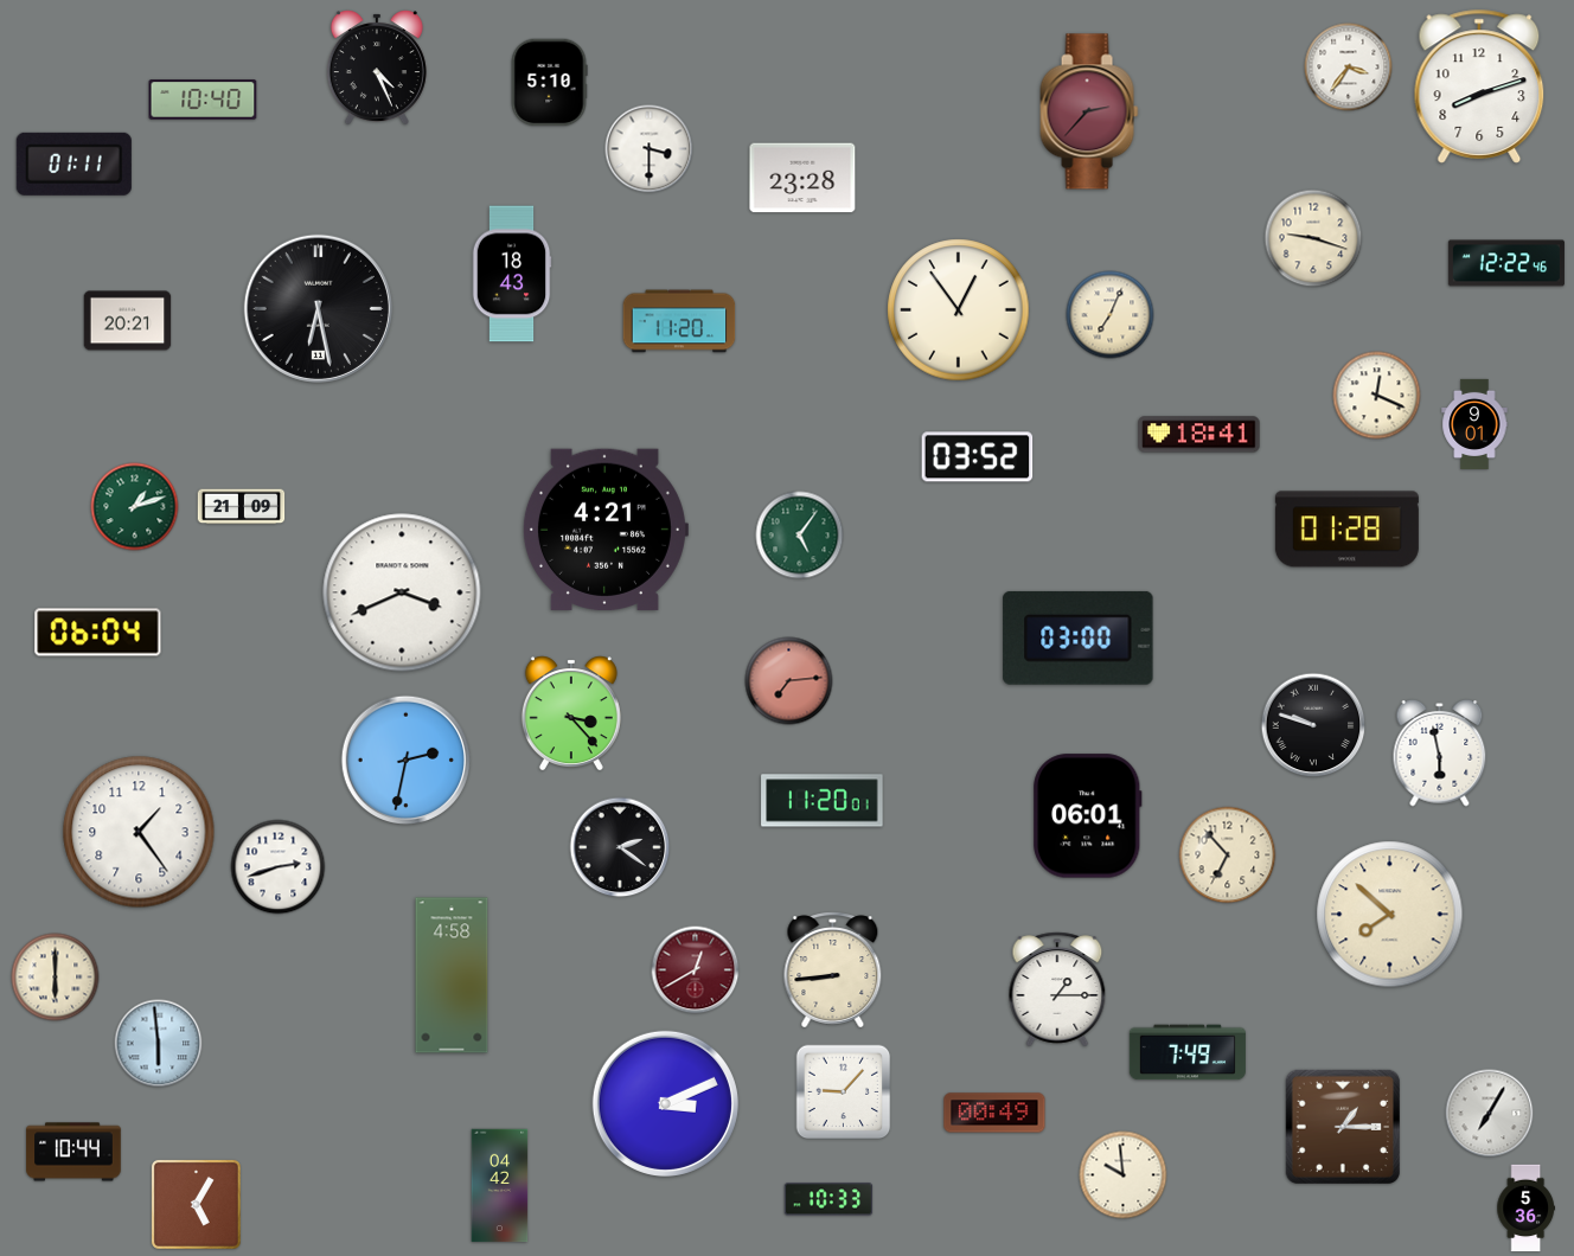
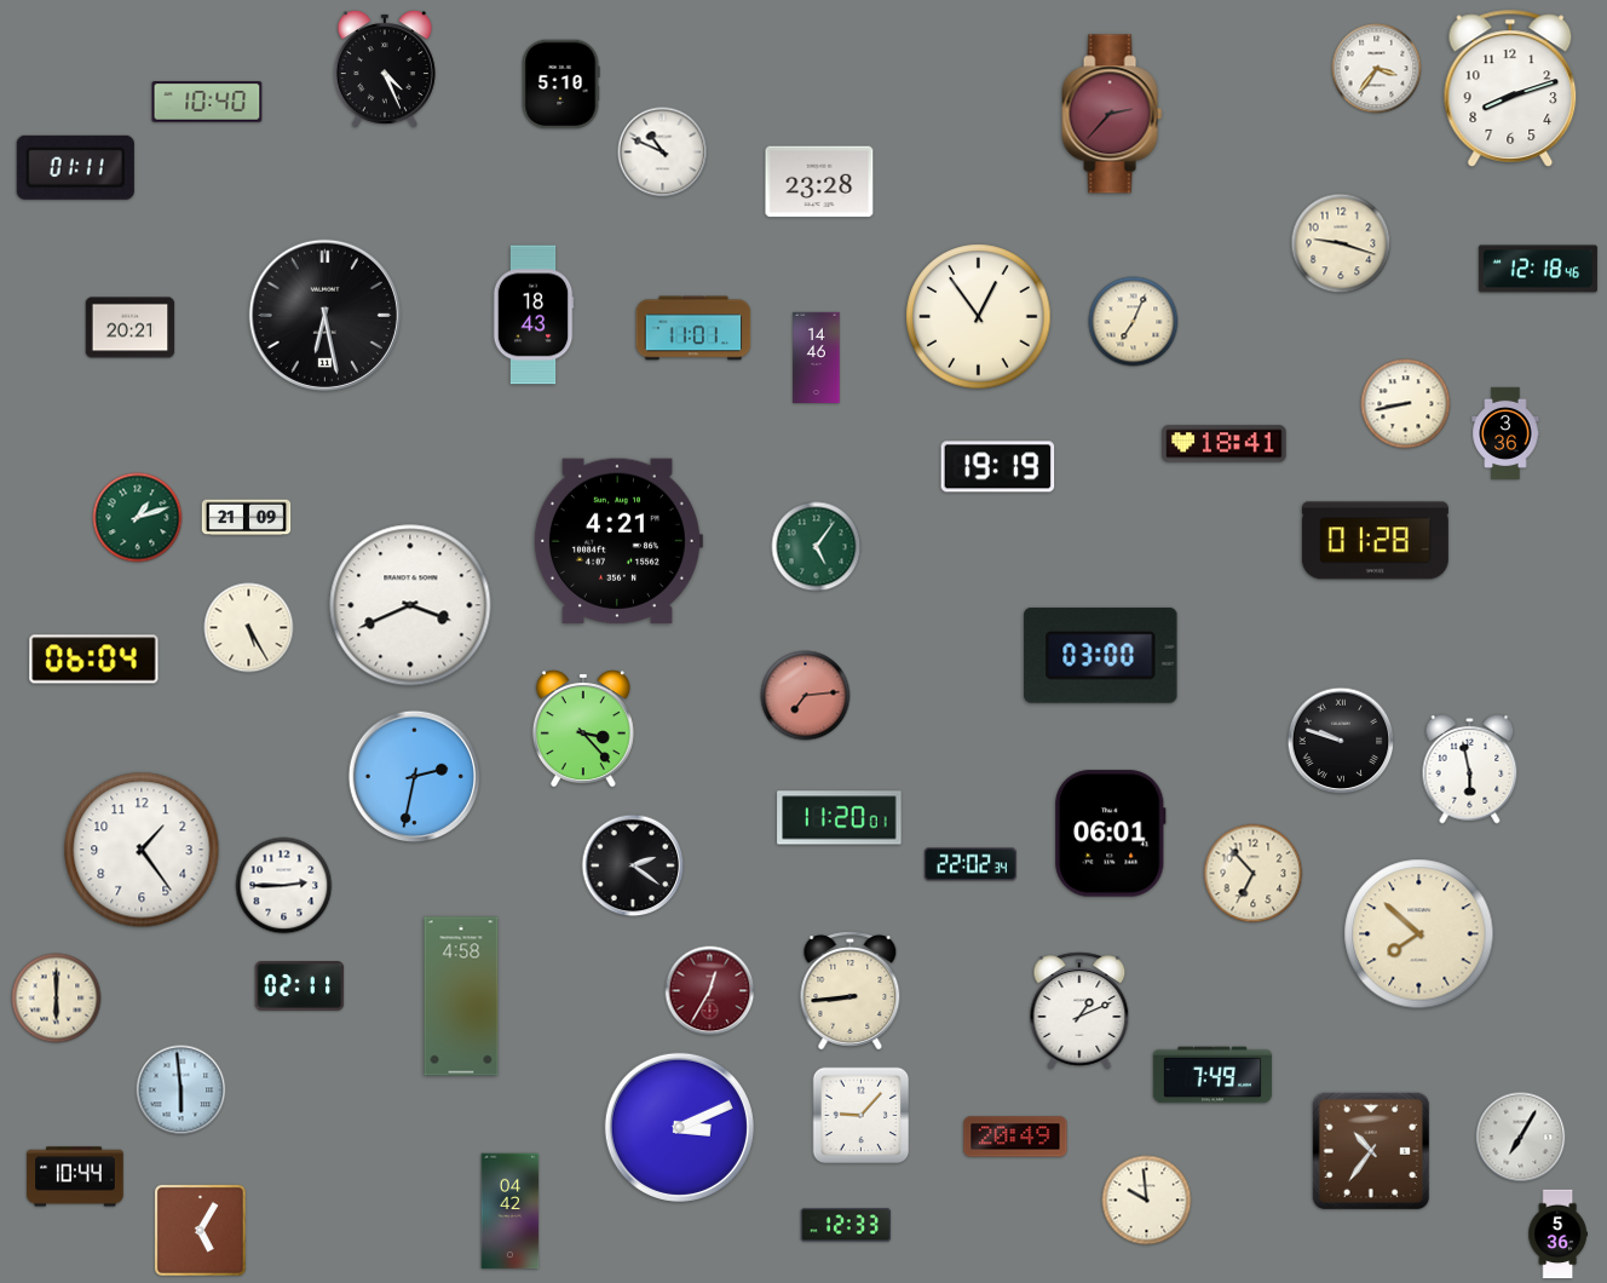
clock at (650, 149): 3:30 -> 10:49
clock at (1506, 263): 12:22 -> 12:18
clock at (512, 274) position: (512, 274) -> (534, 315)
clock at (679, 321): 11:20 -> 11:01
clock at (817, 357): none -> 14:46
clock at (1377, 396): 12:19 -> 8:43
clock at (1474, 424): 9:01 -> 3:36
clock at (978, 457): 03:52 -> 19:19
clock at (249, 628): none -> 5:25
clock at (98, 633) position: (98, 633) -> (94, 660)
clock at (1079, 637) position: (1079, 637) -> (1101, 655)
clock at (970, 864): none -> 22:02
clock at (279, 867): 2:42 -> 2:45
clock at (300, 986): none -> 02:11
clock at (696, 970): 12:40 -> 12:35
clock at (1057, 989): 1:15 -> 1:11
clock at (159, 1044) position: (159, 1044) -> (182, 1091)
clock at (994, 1113): 00:49 -> 20:49
clock at (1342, 1126): 1:15 -> 10:36
clock at (828, 1199): 10:33 -> 12:33
